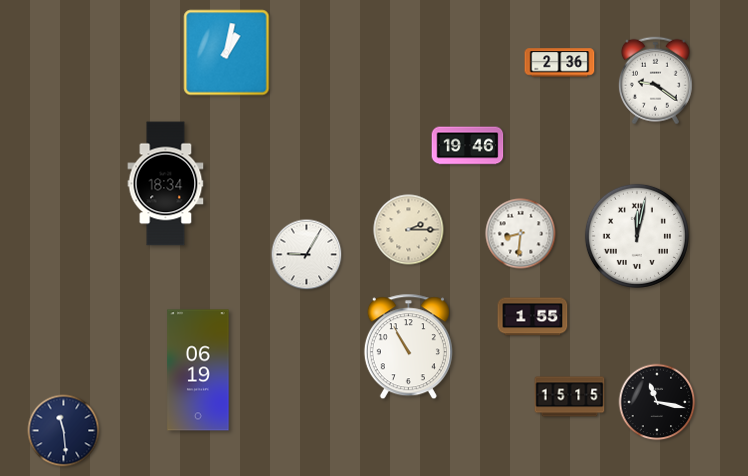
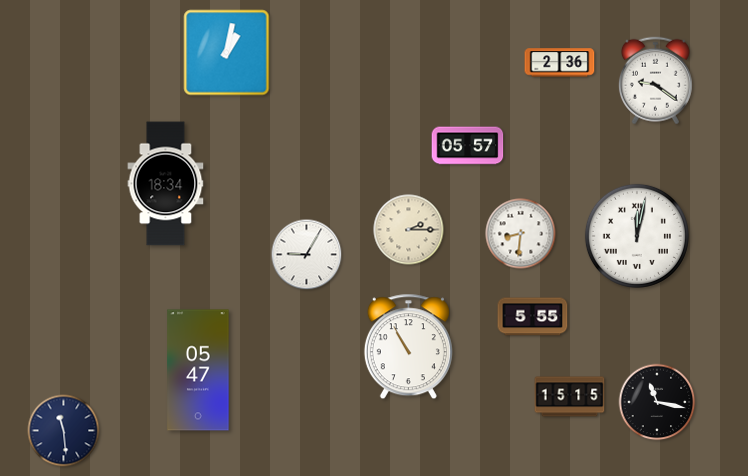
clock at (468, 146): 19:46 -> 05:57
clock at (533, 317): 1:55 -> 5:55
clock at (198, 370): 06:19 -> 05:47
